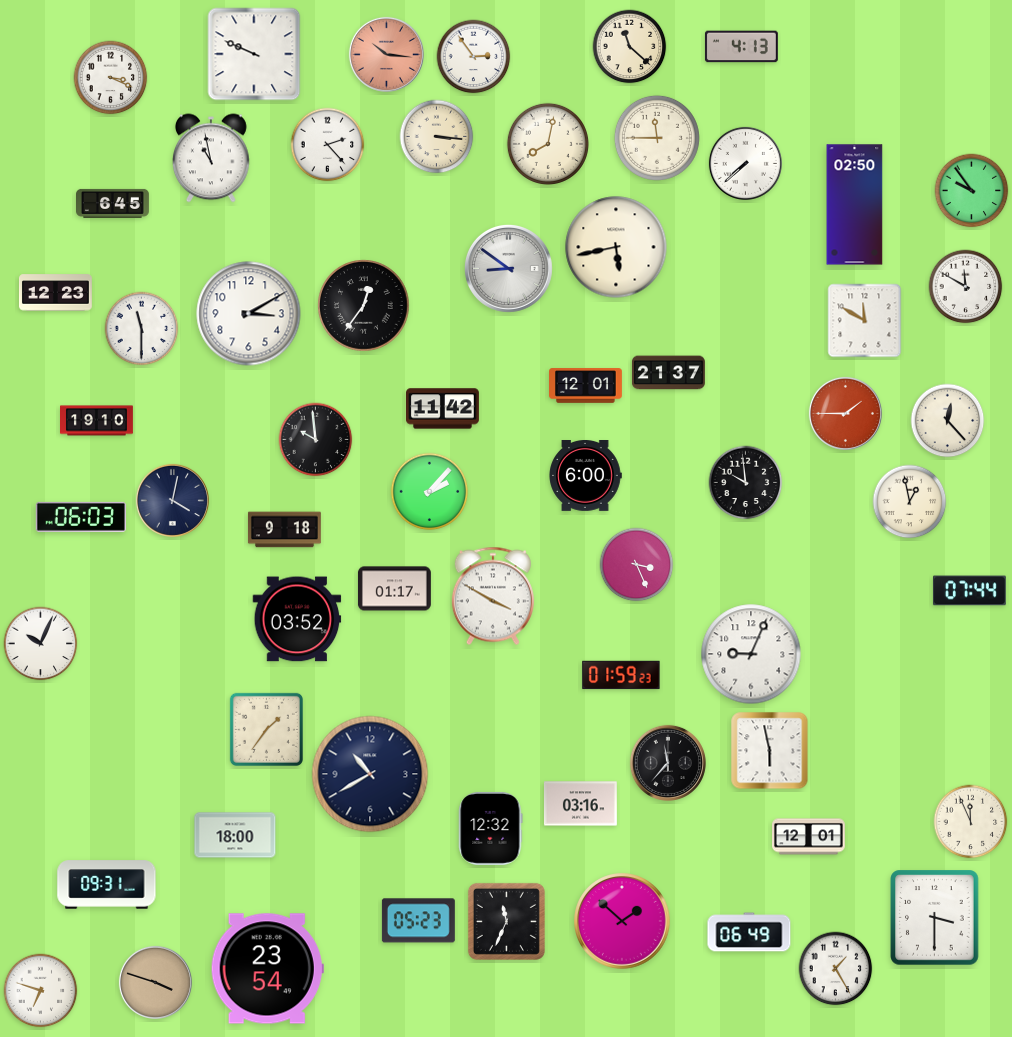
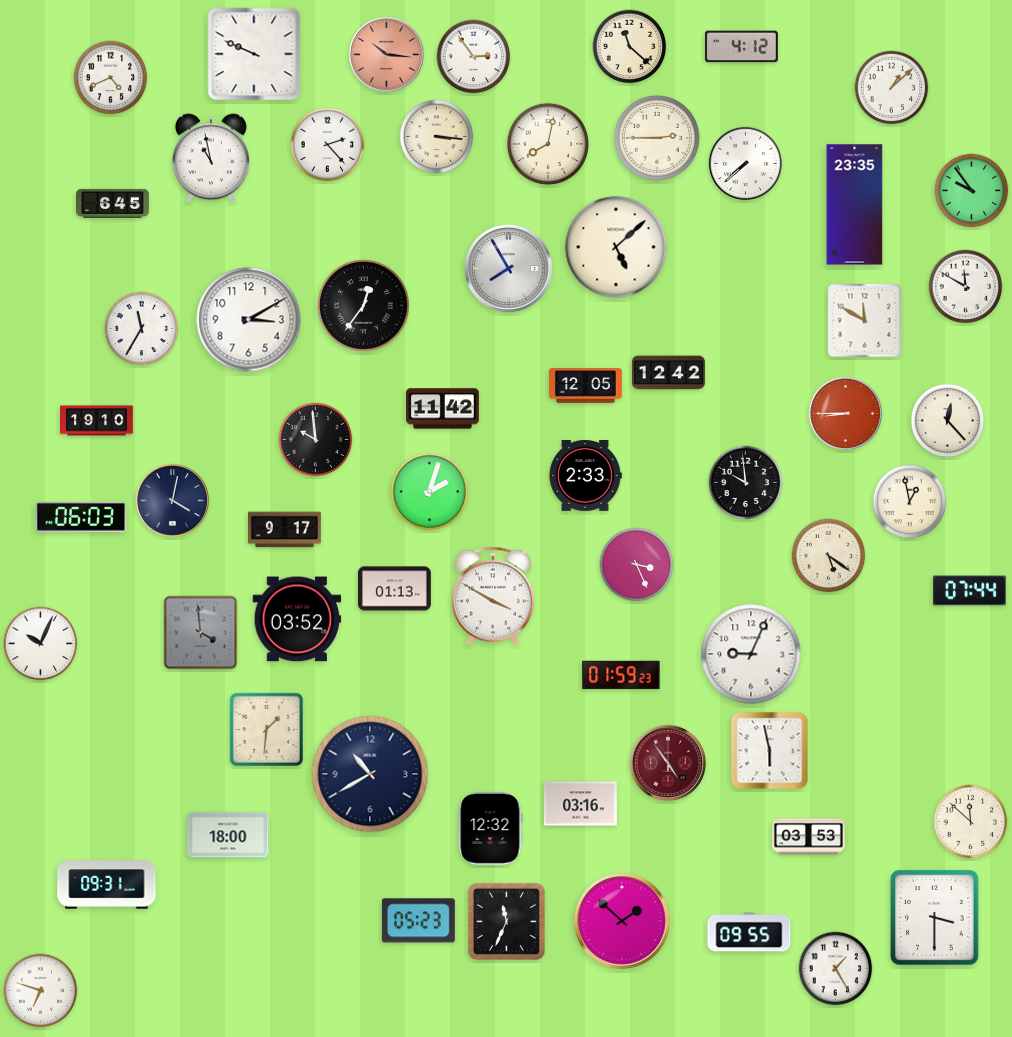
clock at (741, 47): 4:13 -> 4:12
clock at (111, 78): 3:19 -> 4:41
clock at (892, 88): none -> 1:08
clock at (657, 138): 11:45 -> 2:45
clock at (855, 205): 02:50 -> 23:35
clock at (616, 247): 5:43 -> 5:08
clock at (508, 268): 8:51 -> 7:55
clock at (55, 293): 12:23 -> none
clock at (249, 314) position: (249, 314) -> (249, 320)
clock at (142, 329): 11:30 -> 11:35
clock at (668, 373): 21:37 -> 12:42
clock at (586, 386): 12:01 -> 12:05
clock at (845, 413): 1:45 -> 8:45
clock at (585, 476): 6:00 -> 2:33
clock at (430, 492): 2:07 -> 2:03
clock at (284, 530): 9:18 -> 9:17
clock at (829, 556): none -> 5:21
clock at (394, 589): 01:17 -> 01:13
clock at (201, 633): none -> 3:59
clock at (266, 729): 1:36 -> 1:31
clock at (668, 763): 11:37 -> 4:54
clock at (668, 763) dial: black -> burgundy
clock at (971, 822): 11:56 -> 11:52
clock at (235, 835) position: (235, 835) -> (228, 835)
clock at (809, 837): 12:01 -> 03:53
clock at (749, 932): 06:49 -> 09:55
clock at (267, 969): 23:54 -> none
clock at (155, 982): 3:48 -> none
